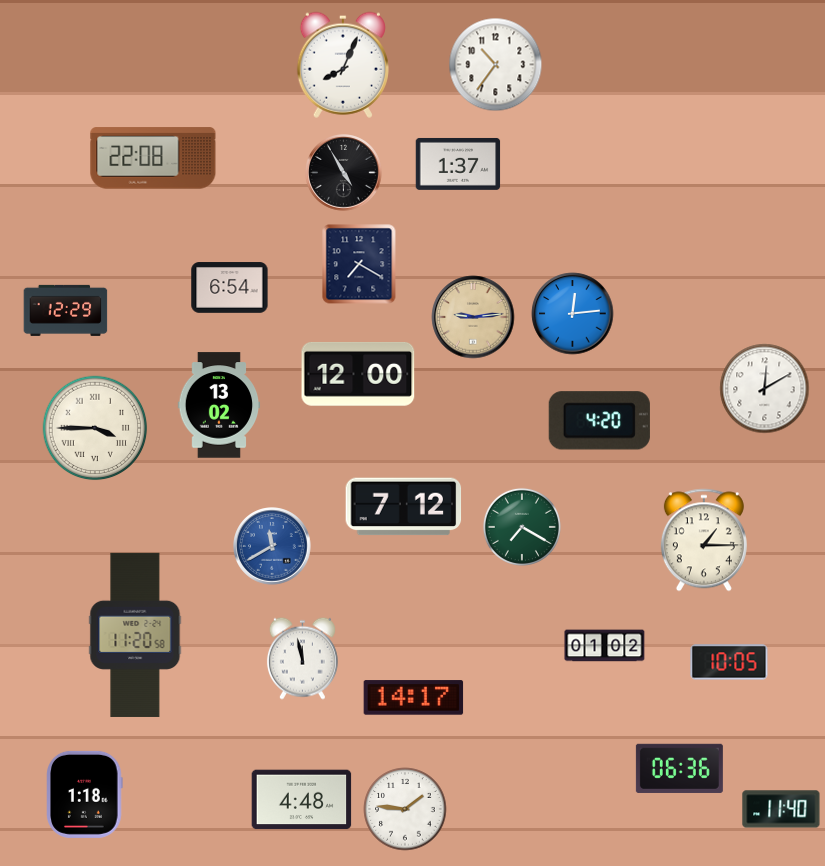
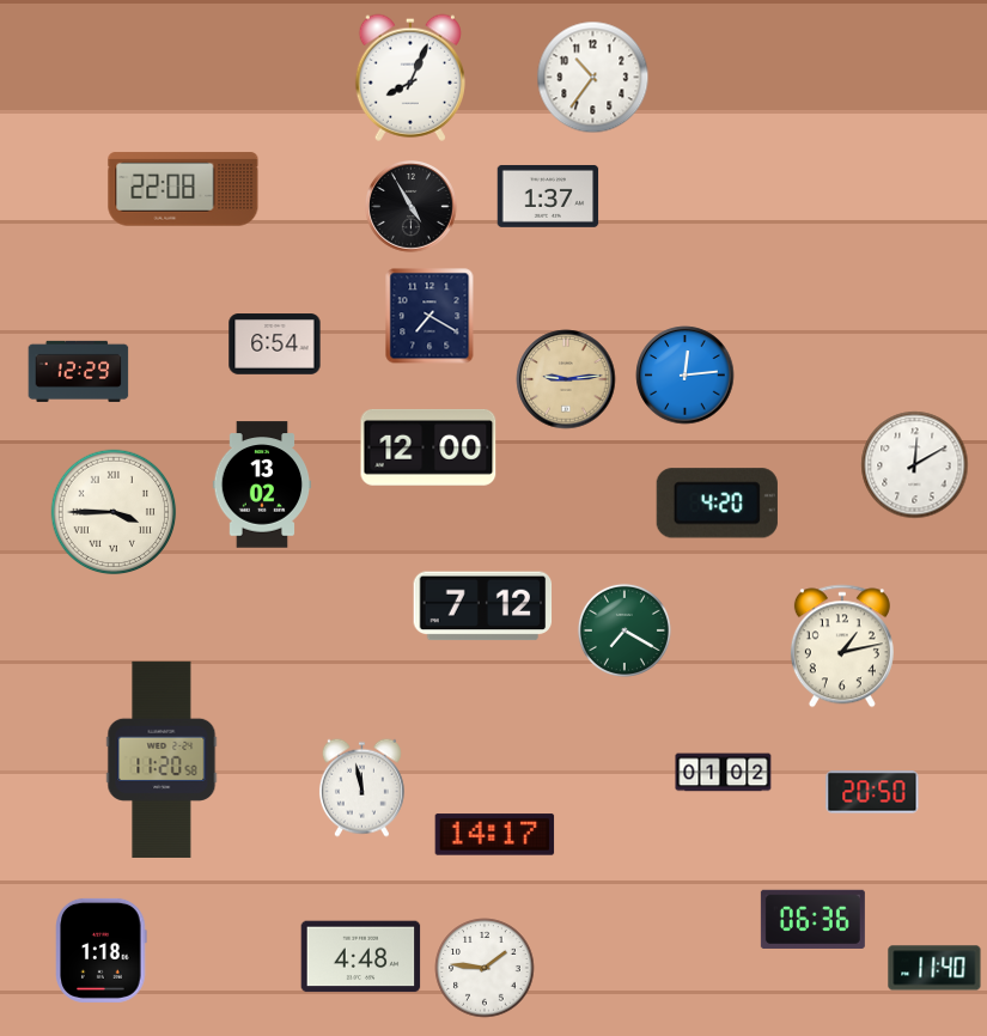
clock at (704, 540): 1:15 -> 1:13
clock at (272, 546): 11:40 -> none
clock at (729, 662): 10:05 -> 20:50
